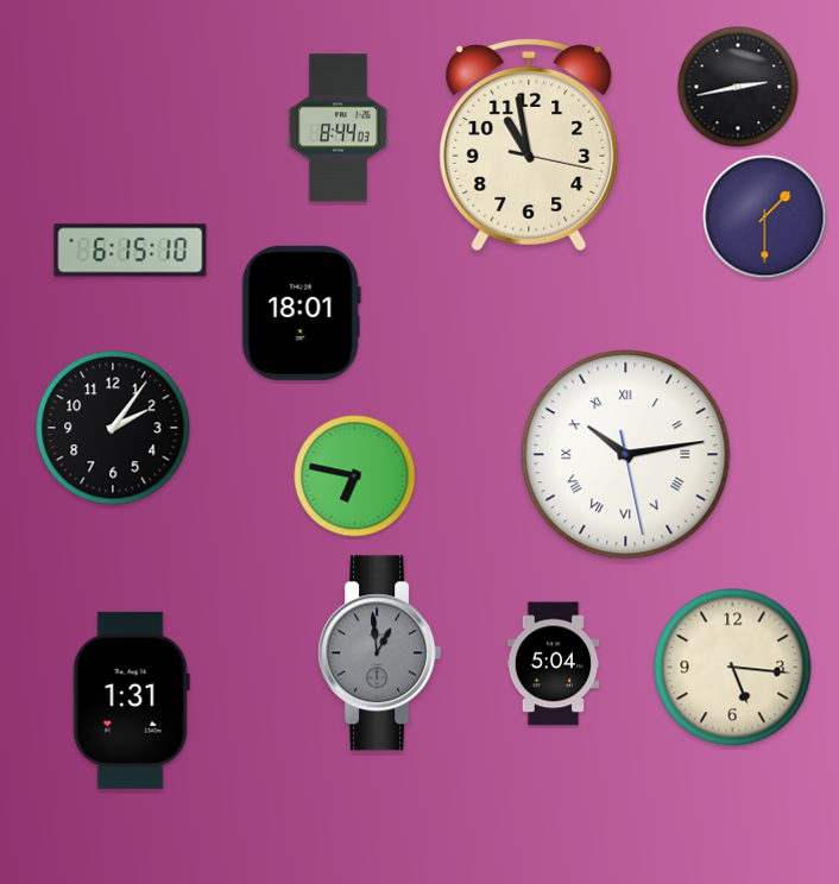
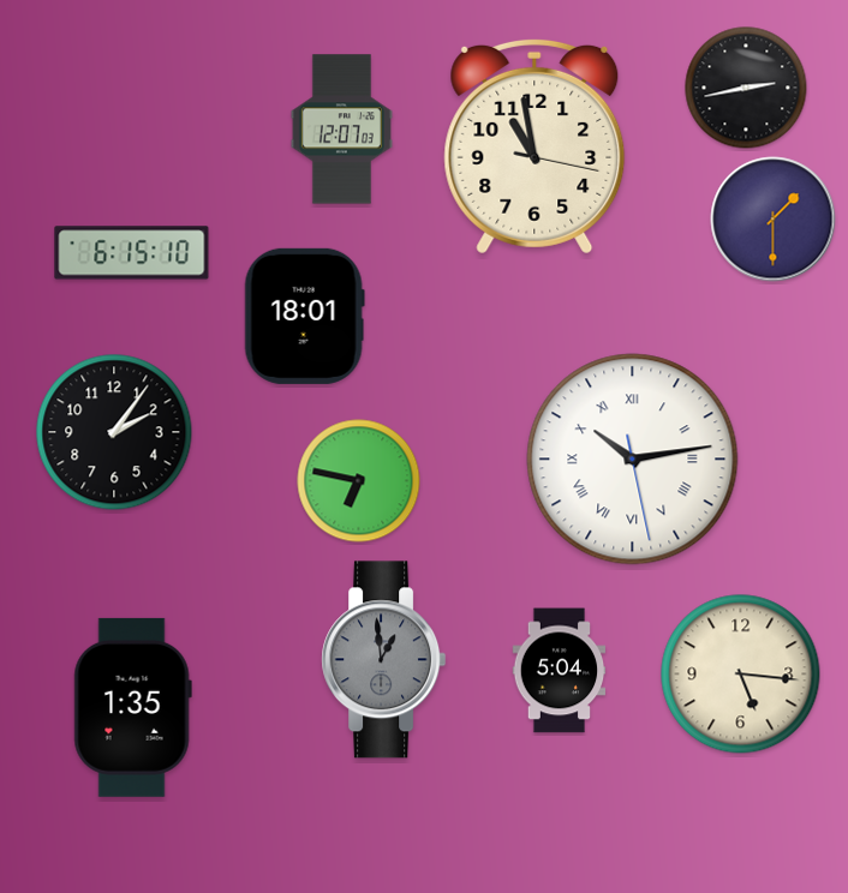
clock at (338, 128): 8:44 -> 12:07
clock at (131, 700): 1:31 -> 1:35
